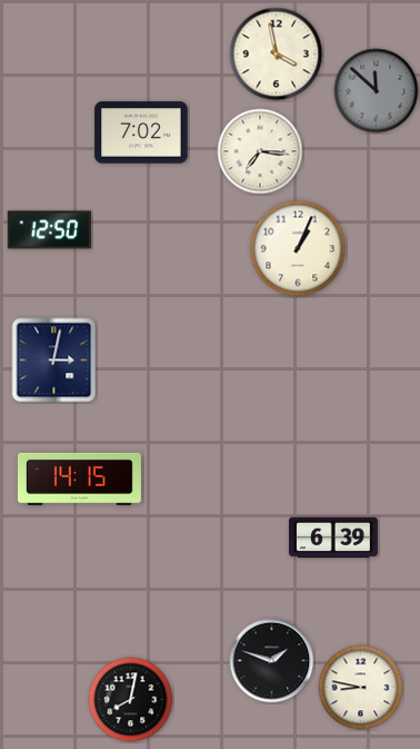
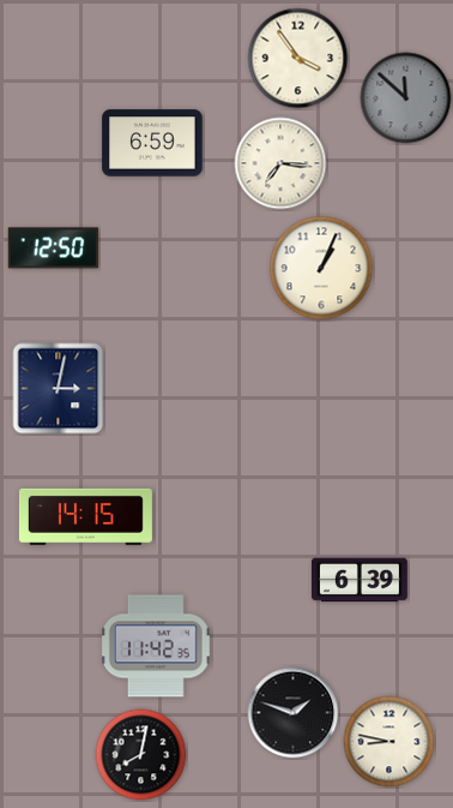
clock at (277, 55): 3:58 -> 3:54
clock at (141, 132): 7:02 -> 6:59
clock at (156, 646): none -> 11:42
